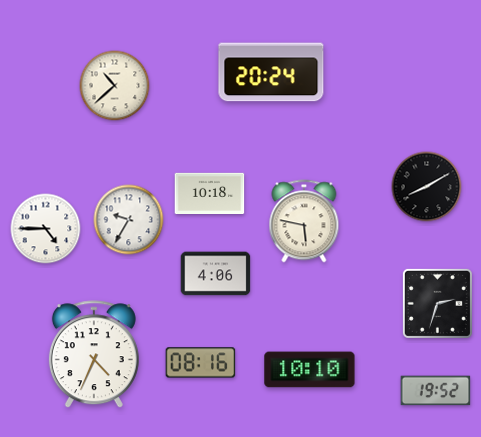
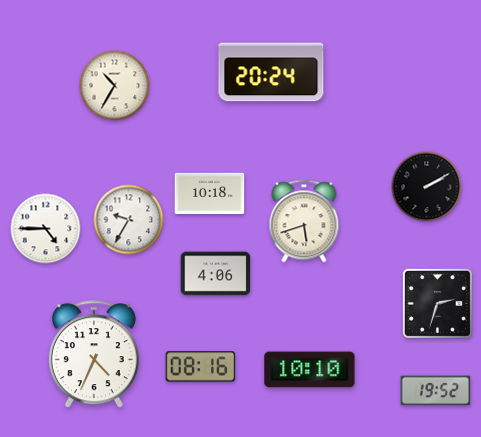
clock at (115, 86): 10:38 -> 10:35
clock at (427, 187): 8:10 -> 2:10
clock at (304, 221): 5:47 -> 5:42
clock at (201, 363) position: (201, 363) -> (201, 367)
